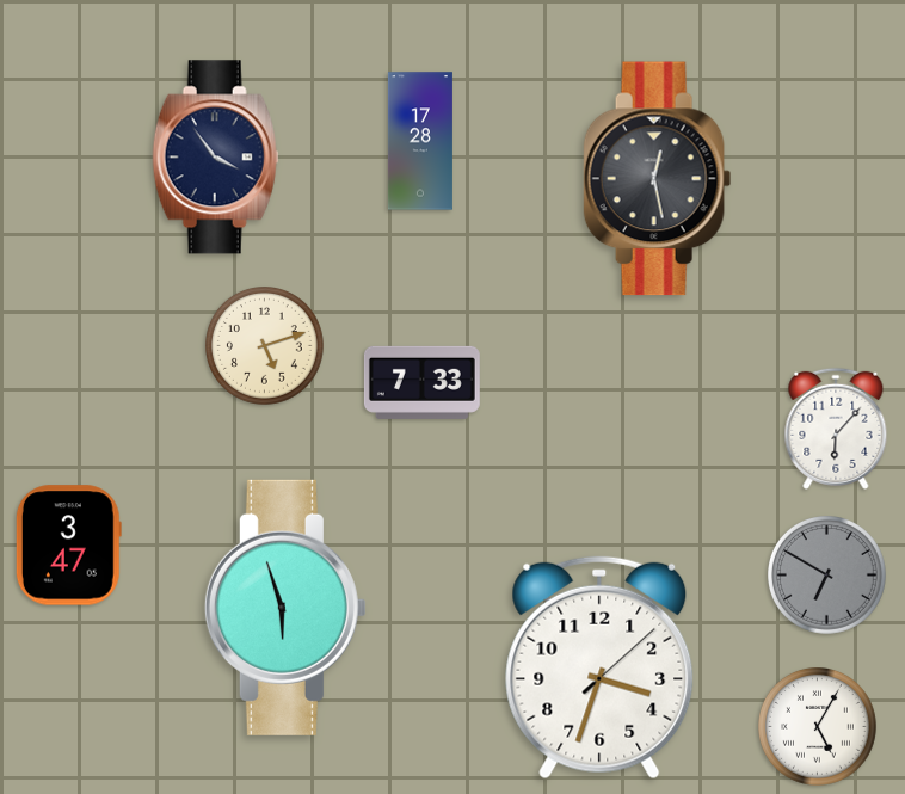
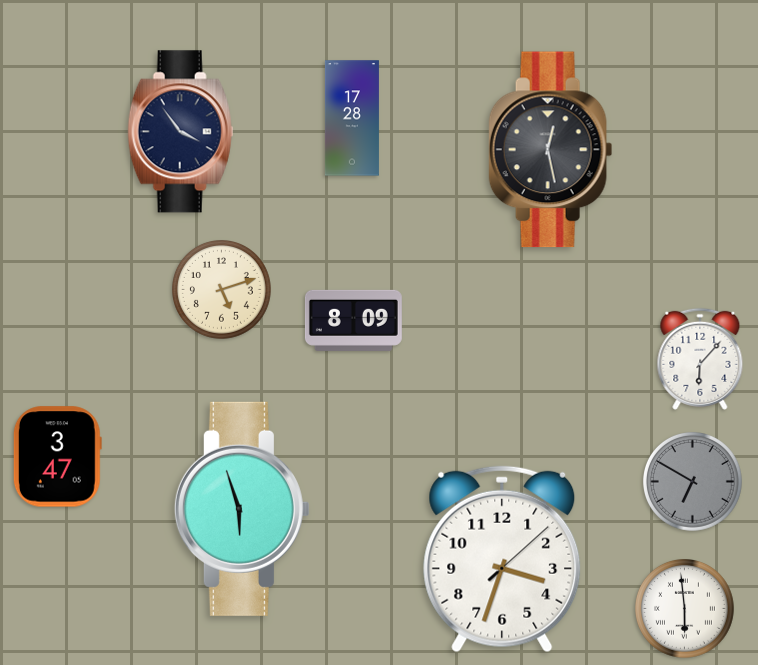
clock at (421, 382): 7:33 -> 8:09
clock at (285, 608) position: (285, 608) -> (242, 509)
clock at (818, 727): 5:05 -> 5:59
